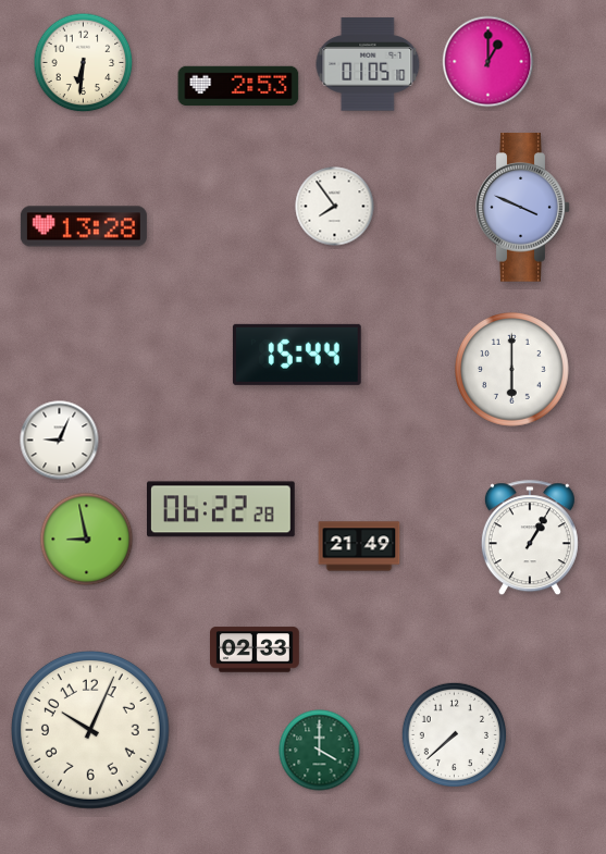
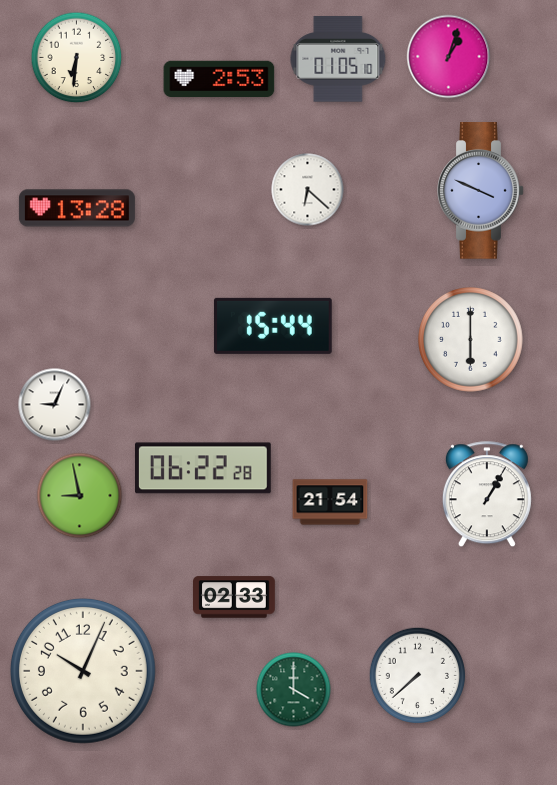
clock at (488, 62): 1:00 -> 1:03
clock at (335, 207): 7:54 -> 6:22
clock at (359, 546): 21:49 -> 21:54
